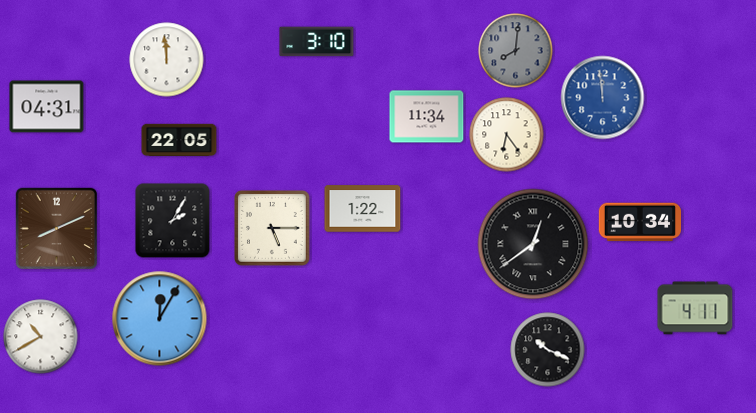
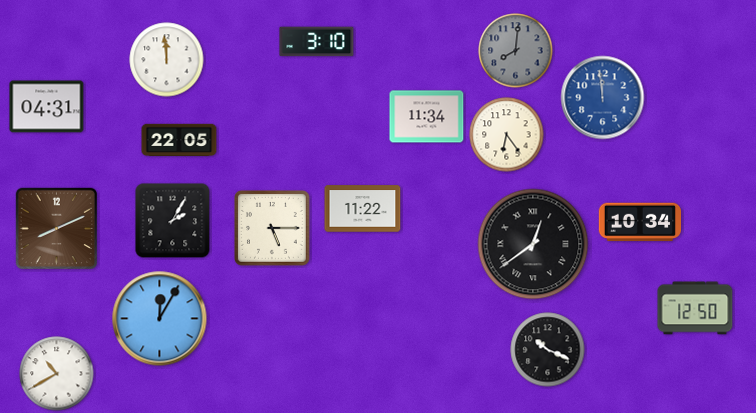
clock at (363, 209): 1:22 -> 11:22
clock at (695, 308): 4:11 -> 12:50
clock at (41, 337) position: (41, 337) -> (57, 374)
